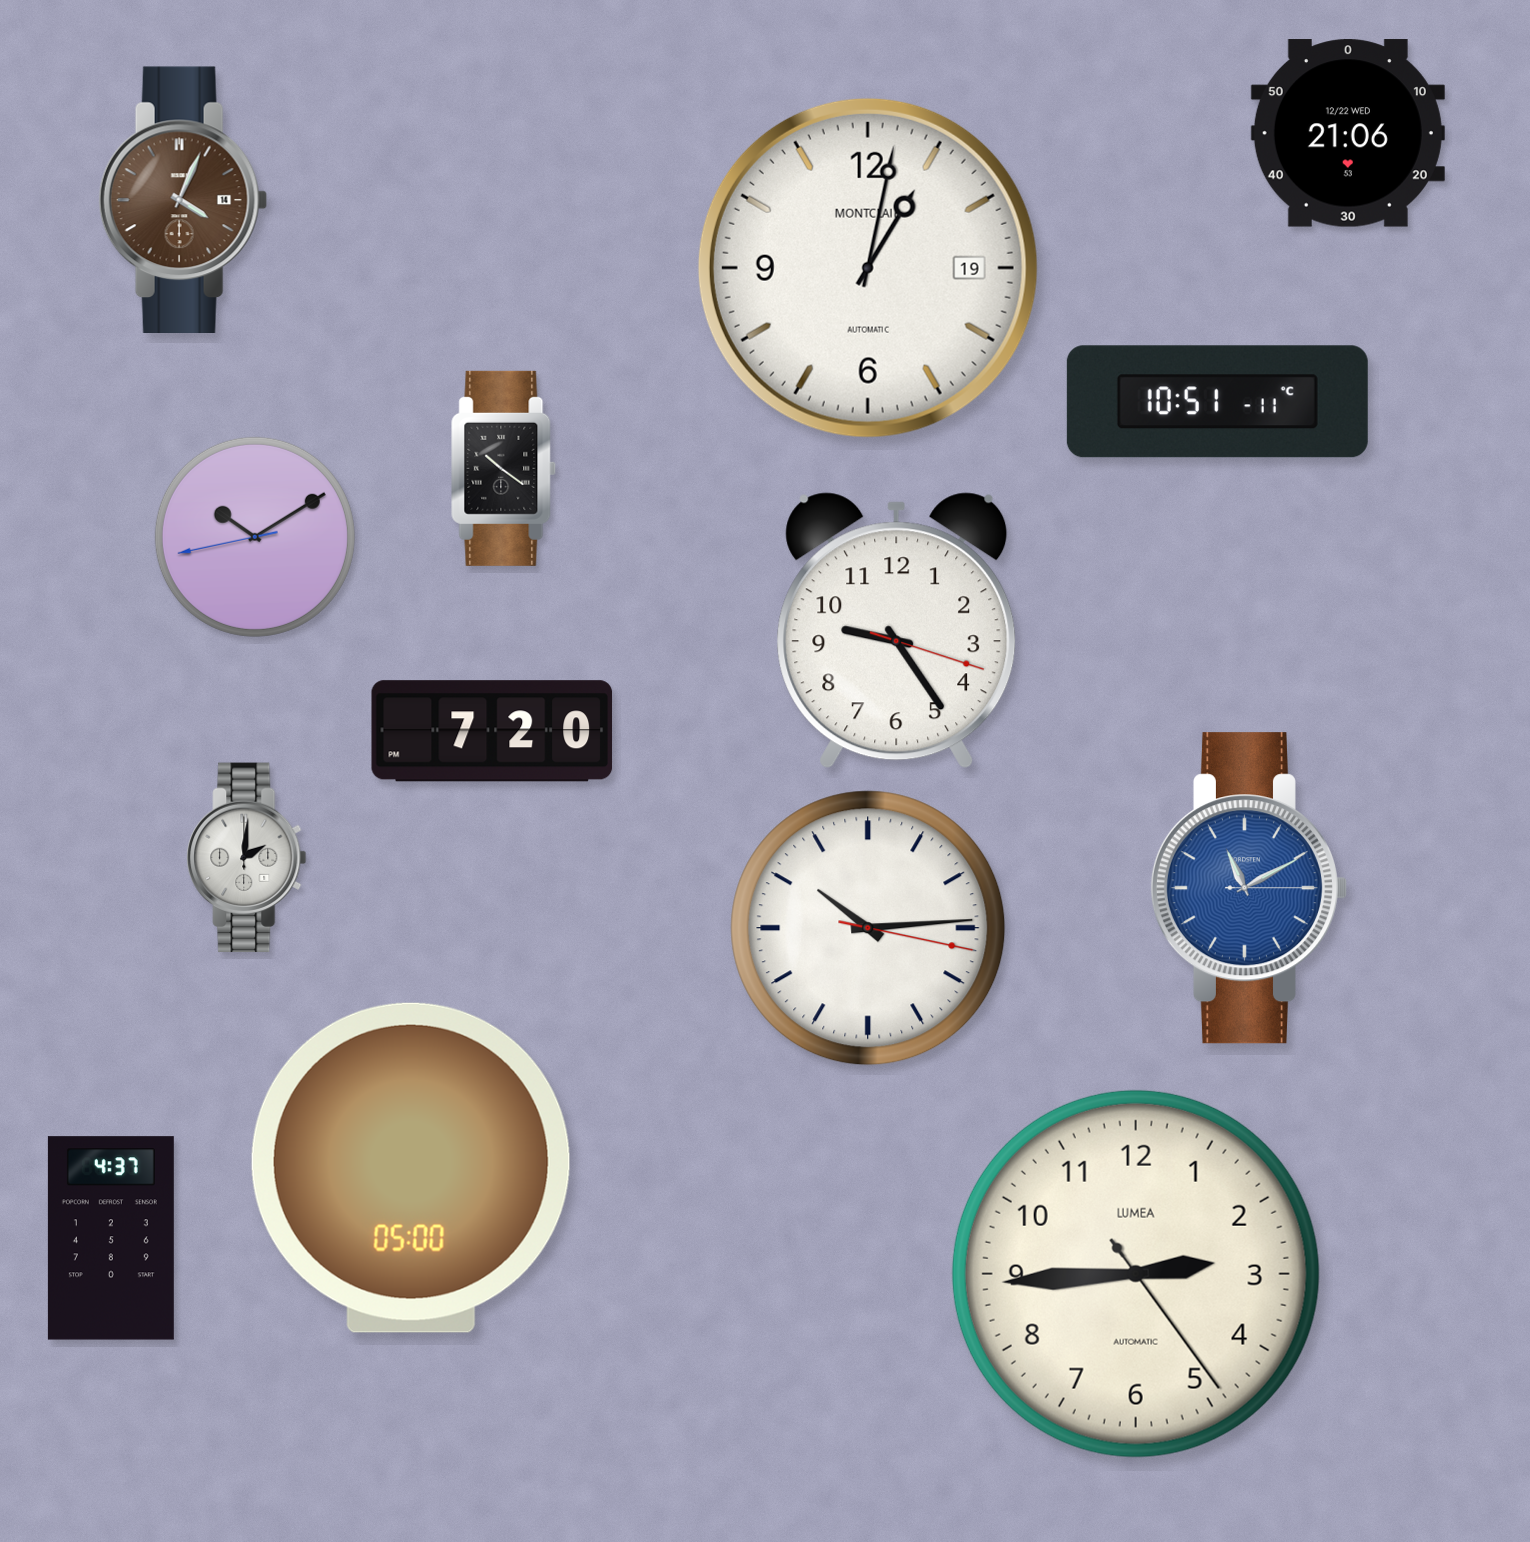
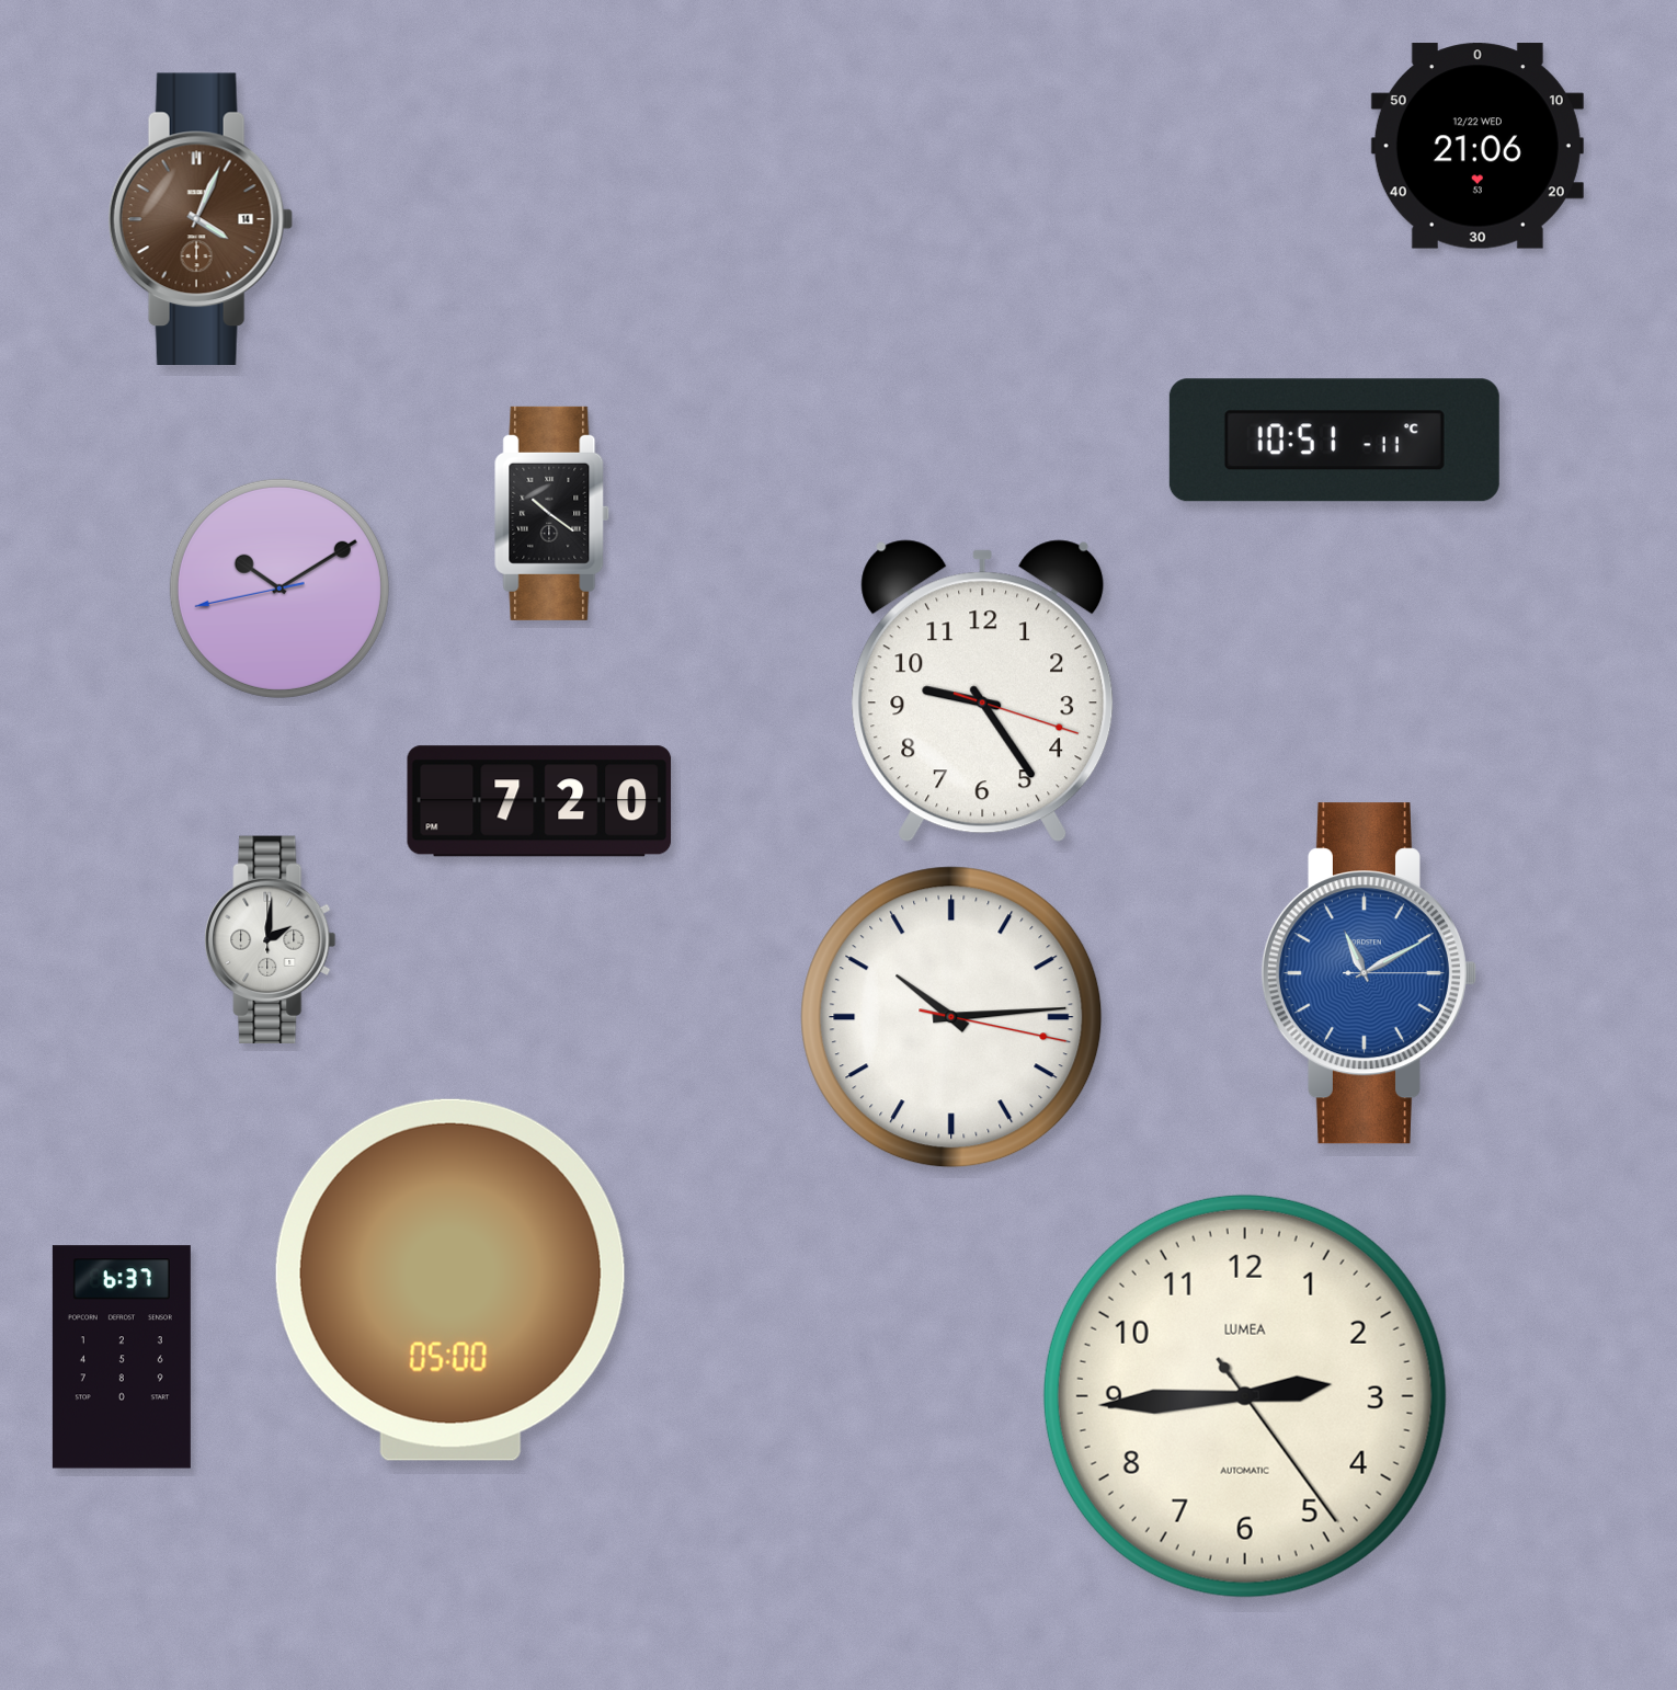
clock at (868, 268): 1:02 -> none
clock at (111, 1238): 4:37 -> 6:37
